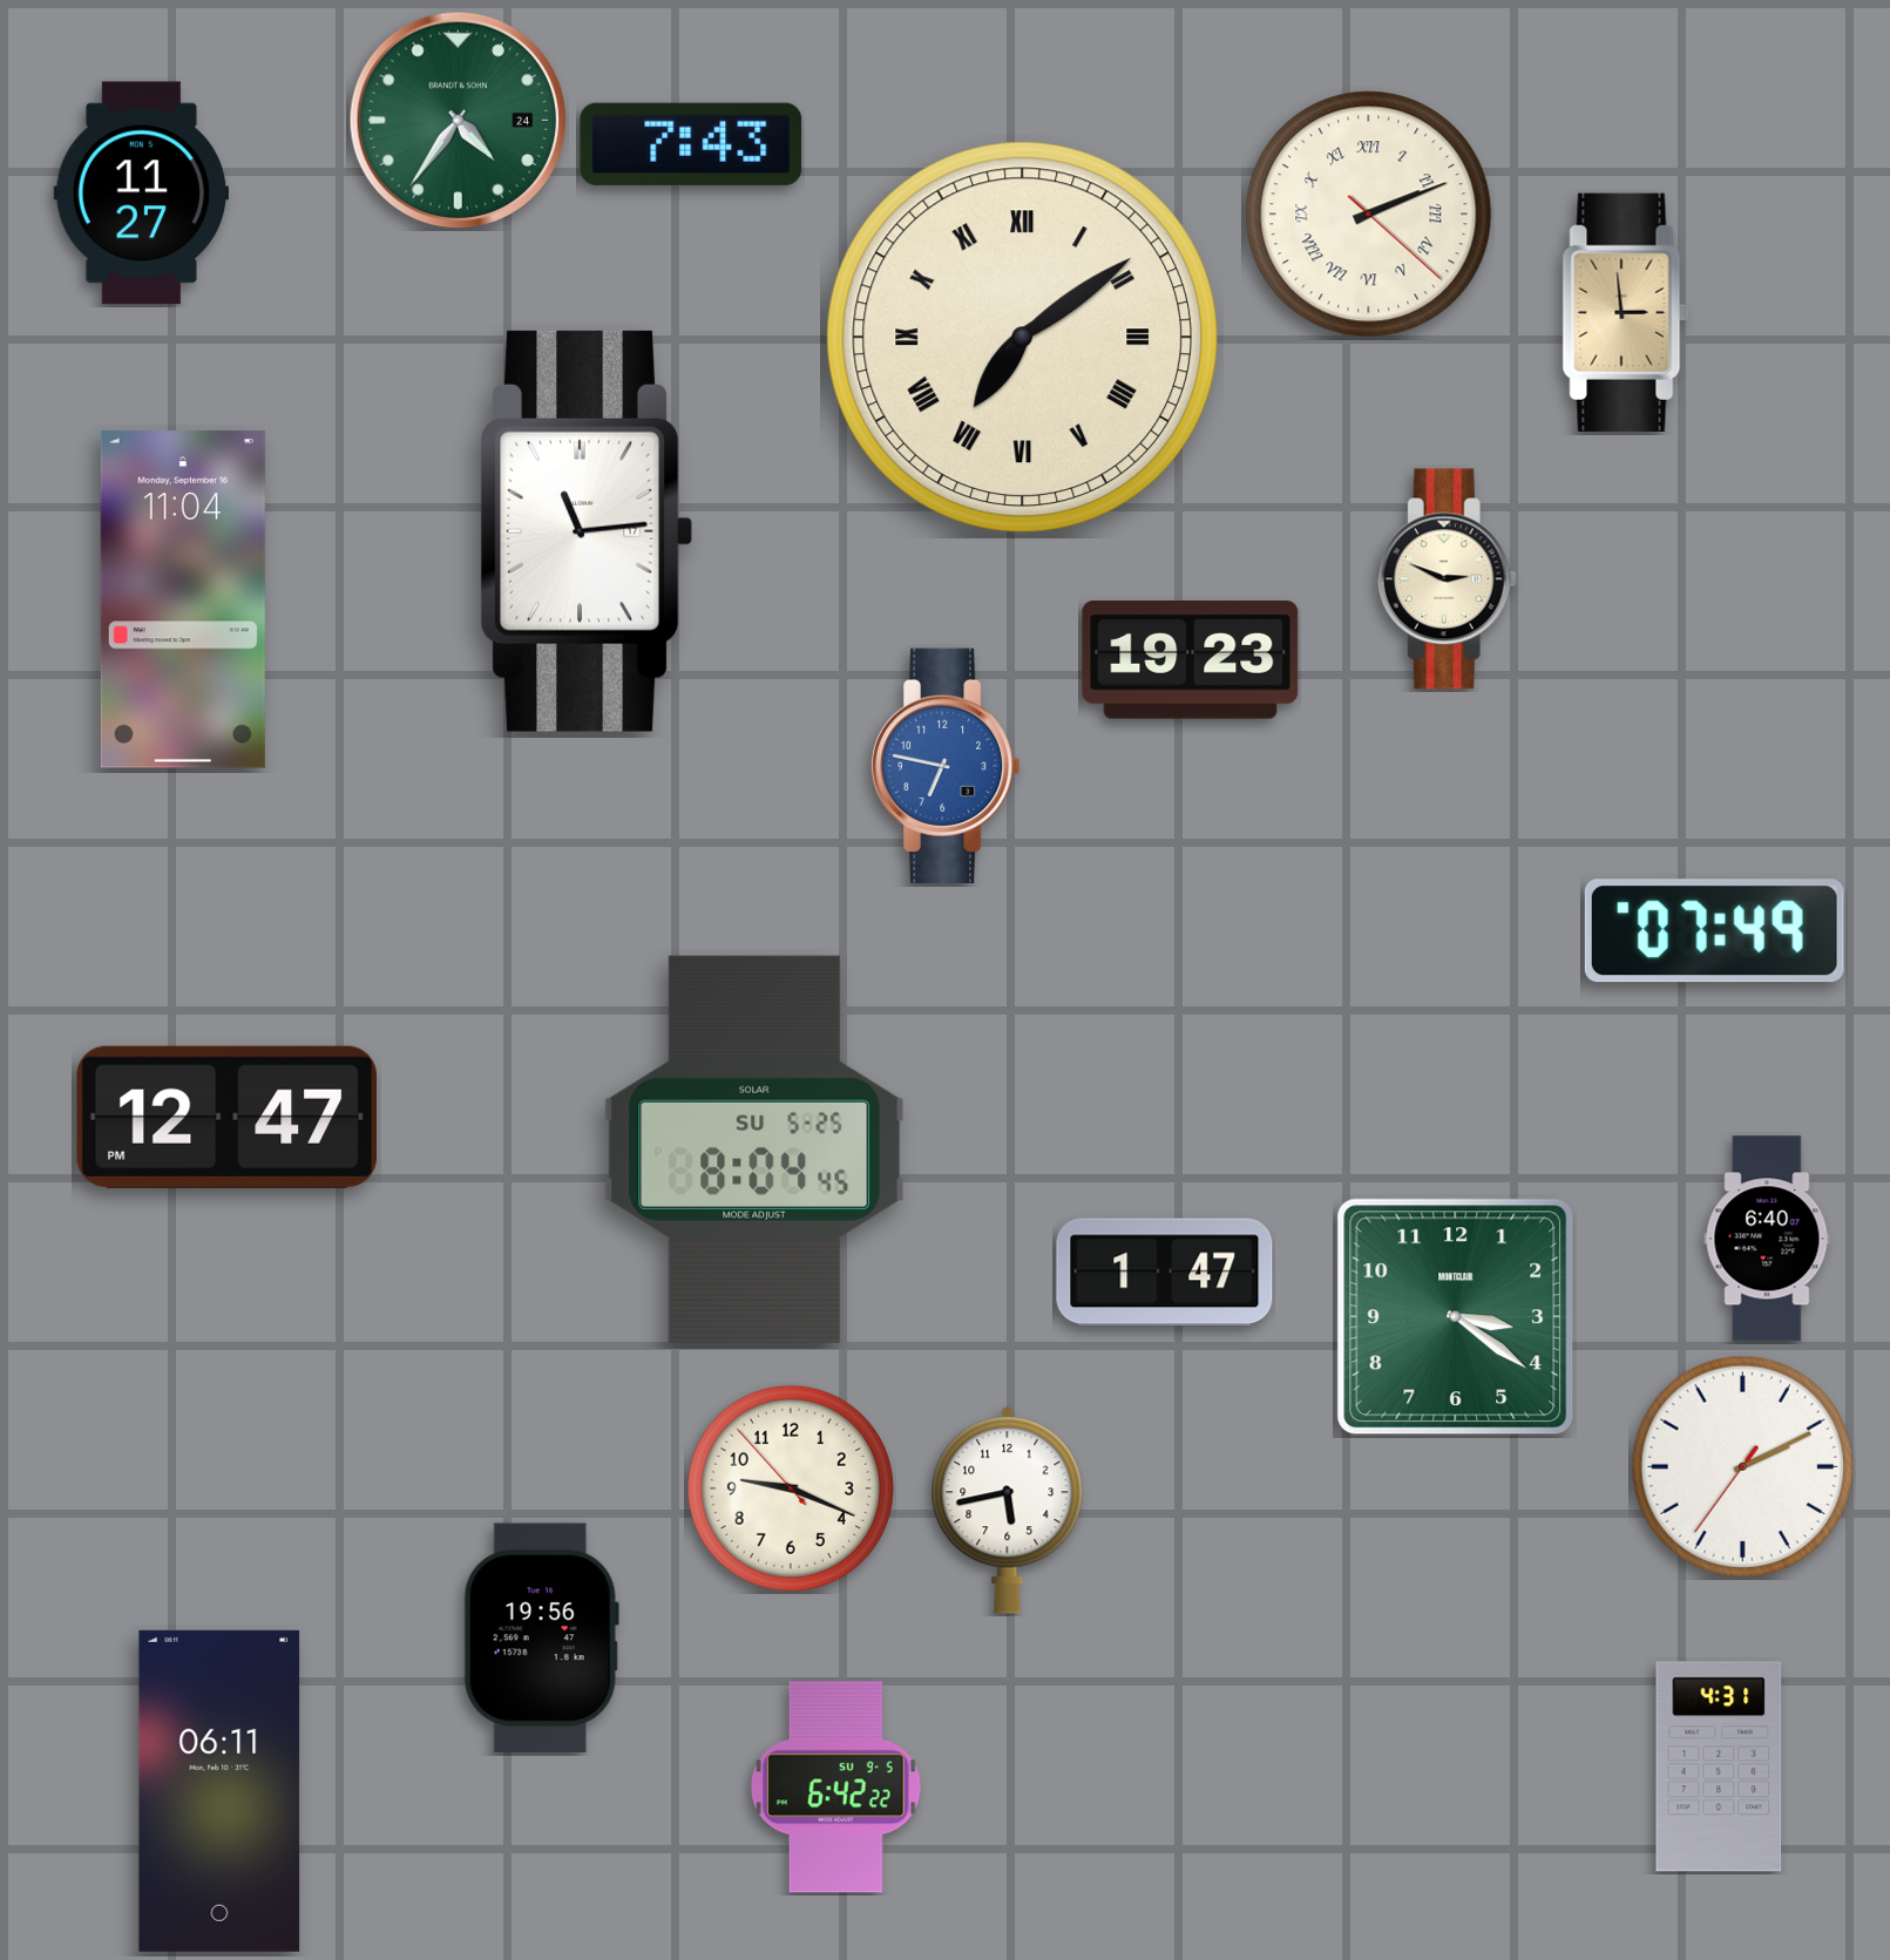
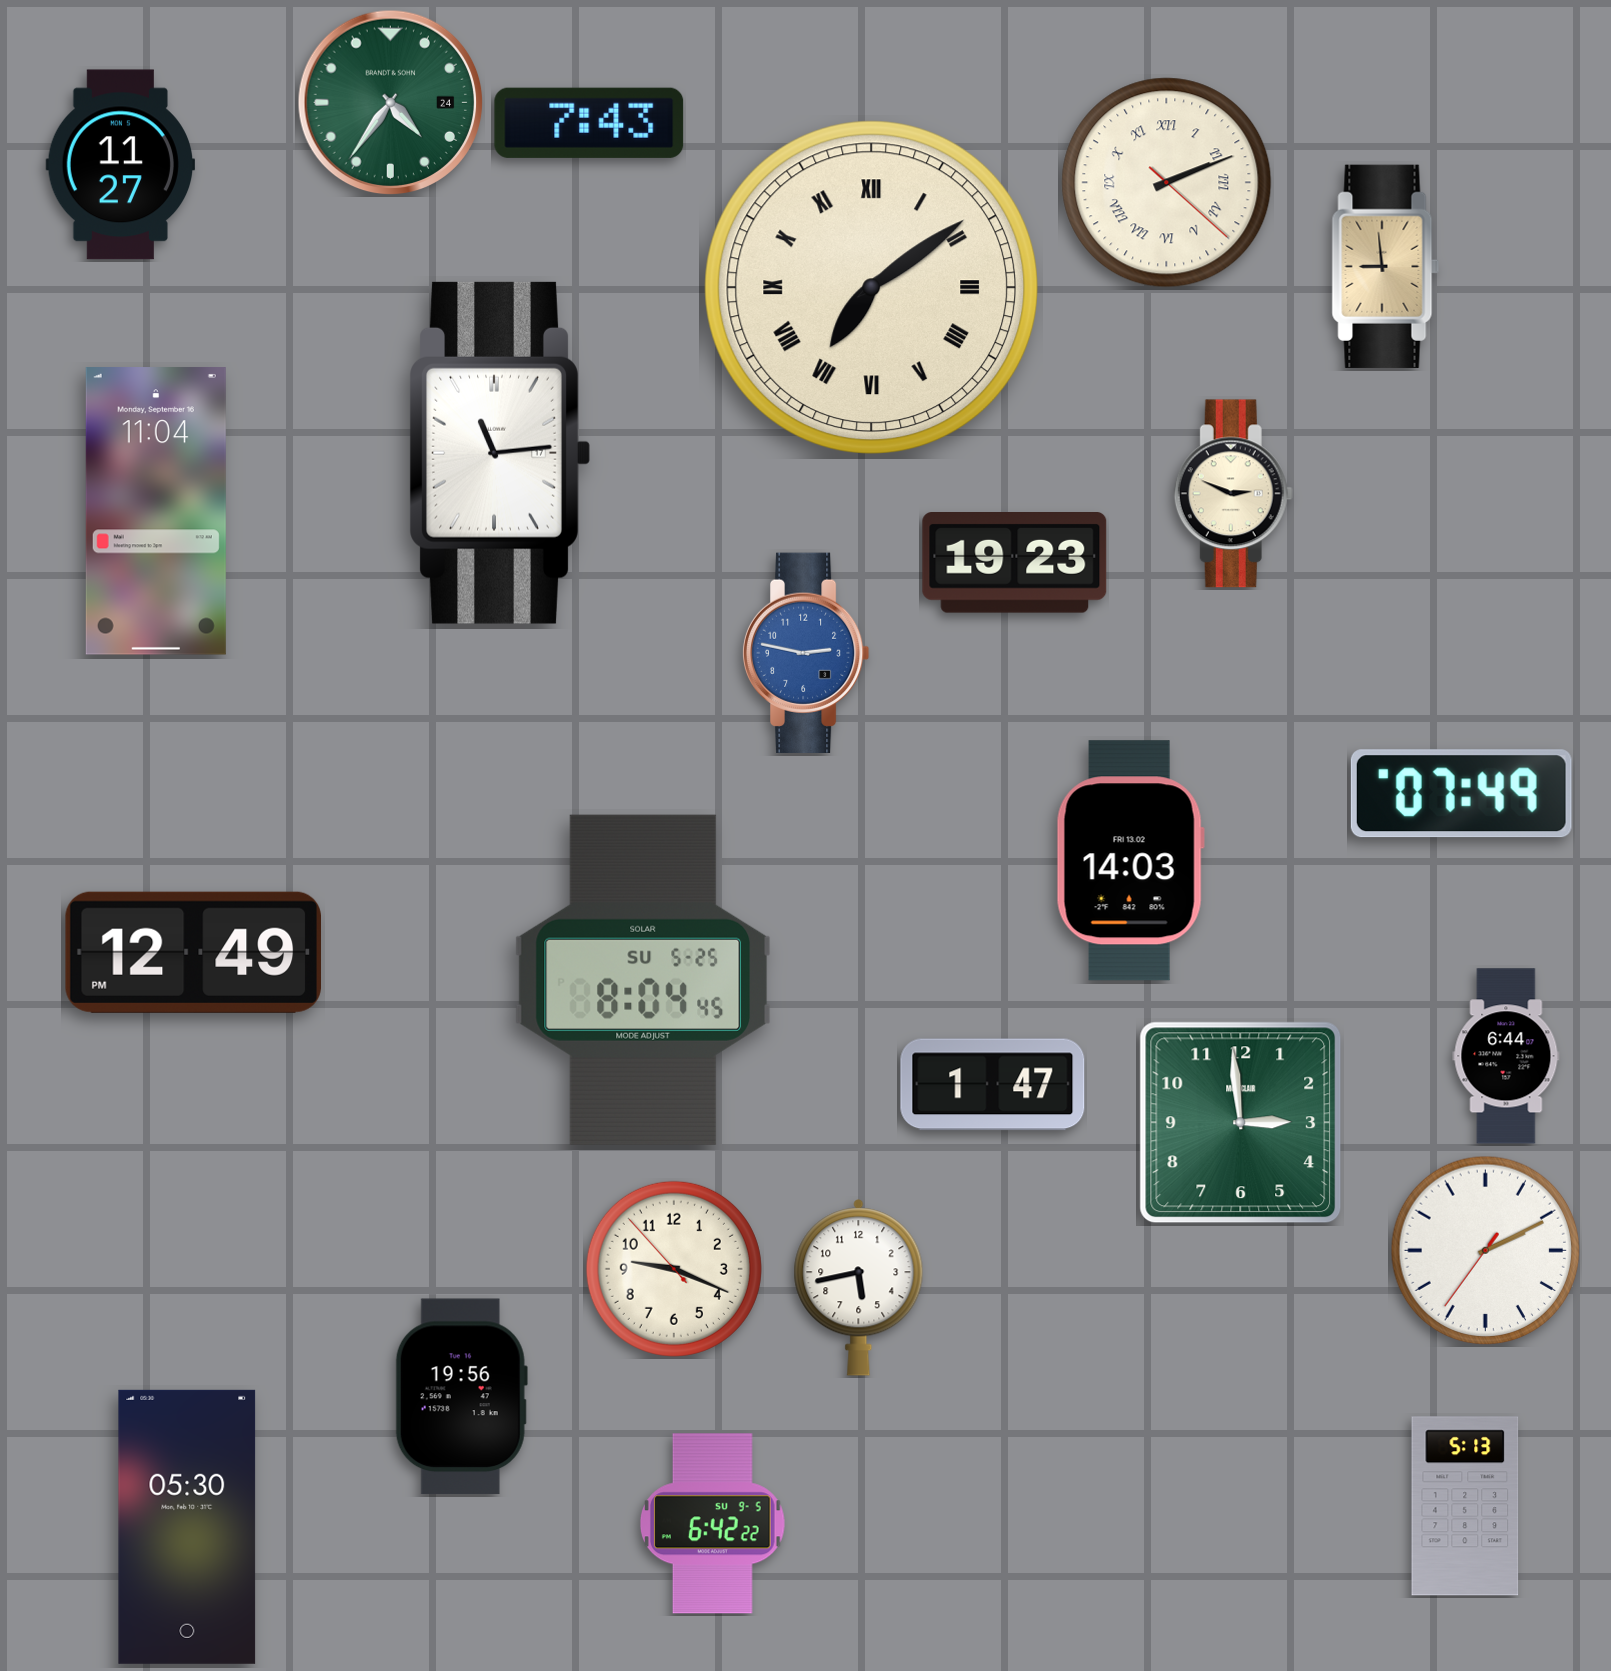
clock at (1626, 312): 2:59 -> 8:59
clock at (946, 765): 6:47 -> 2:47
clock at (1130, 861): none -> 14:03
clock at (226, 1117): 12:47 -> 12:49
clock at (1767, 1239): 6:40 -> 6:44
clock at (1456, 1317): 3:21 -> 2:59
clock at (1719, 1766): 4:31 -> 5:13
clock at (219, 1791): 06:11 -> 05:30
